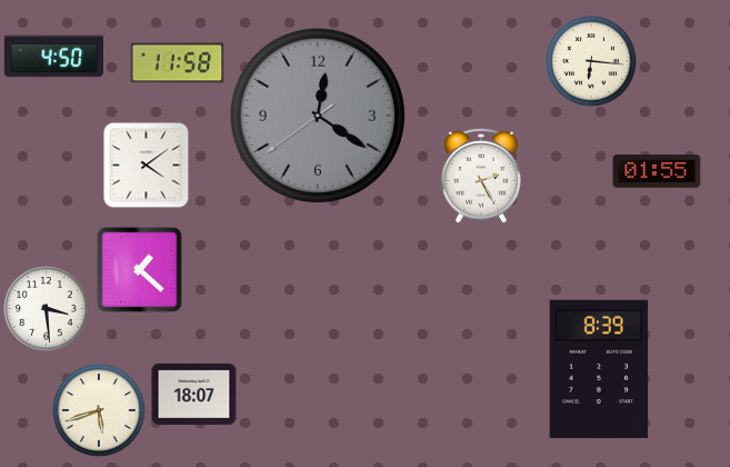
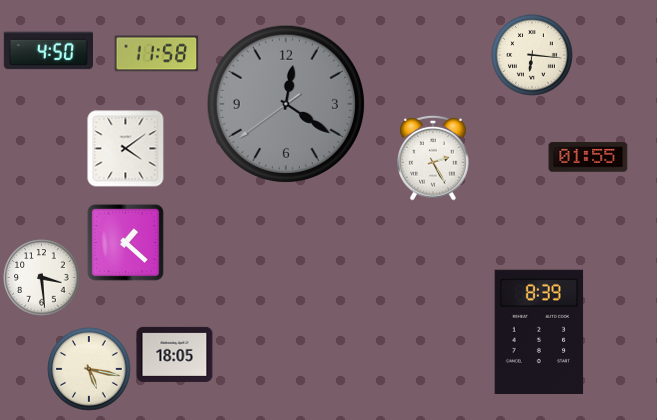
clock at (178, 63) position: (178, 63) -> (157, 54)
clock at (147, 166) position: (147, 166) -> (126, 149)
clock at (657, 171) position: (657, 171) -> (588, 157)
clock at (194, 394): 18:07 -> 18:05
clock at (99, 410): 5:42 -> 5:17
